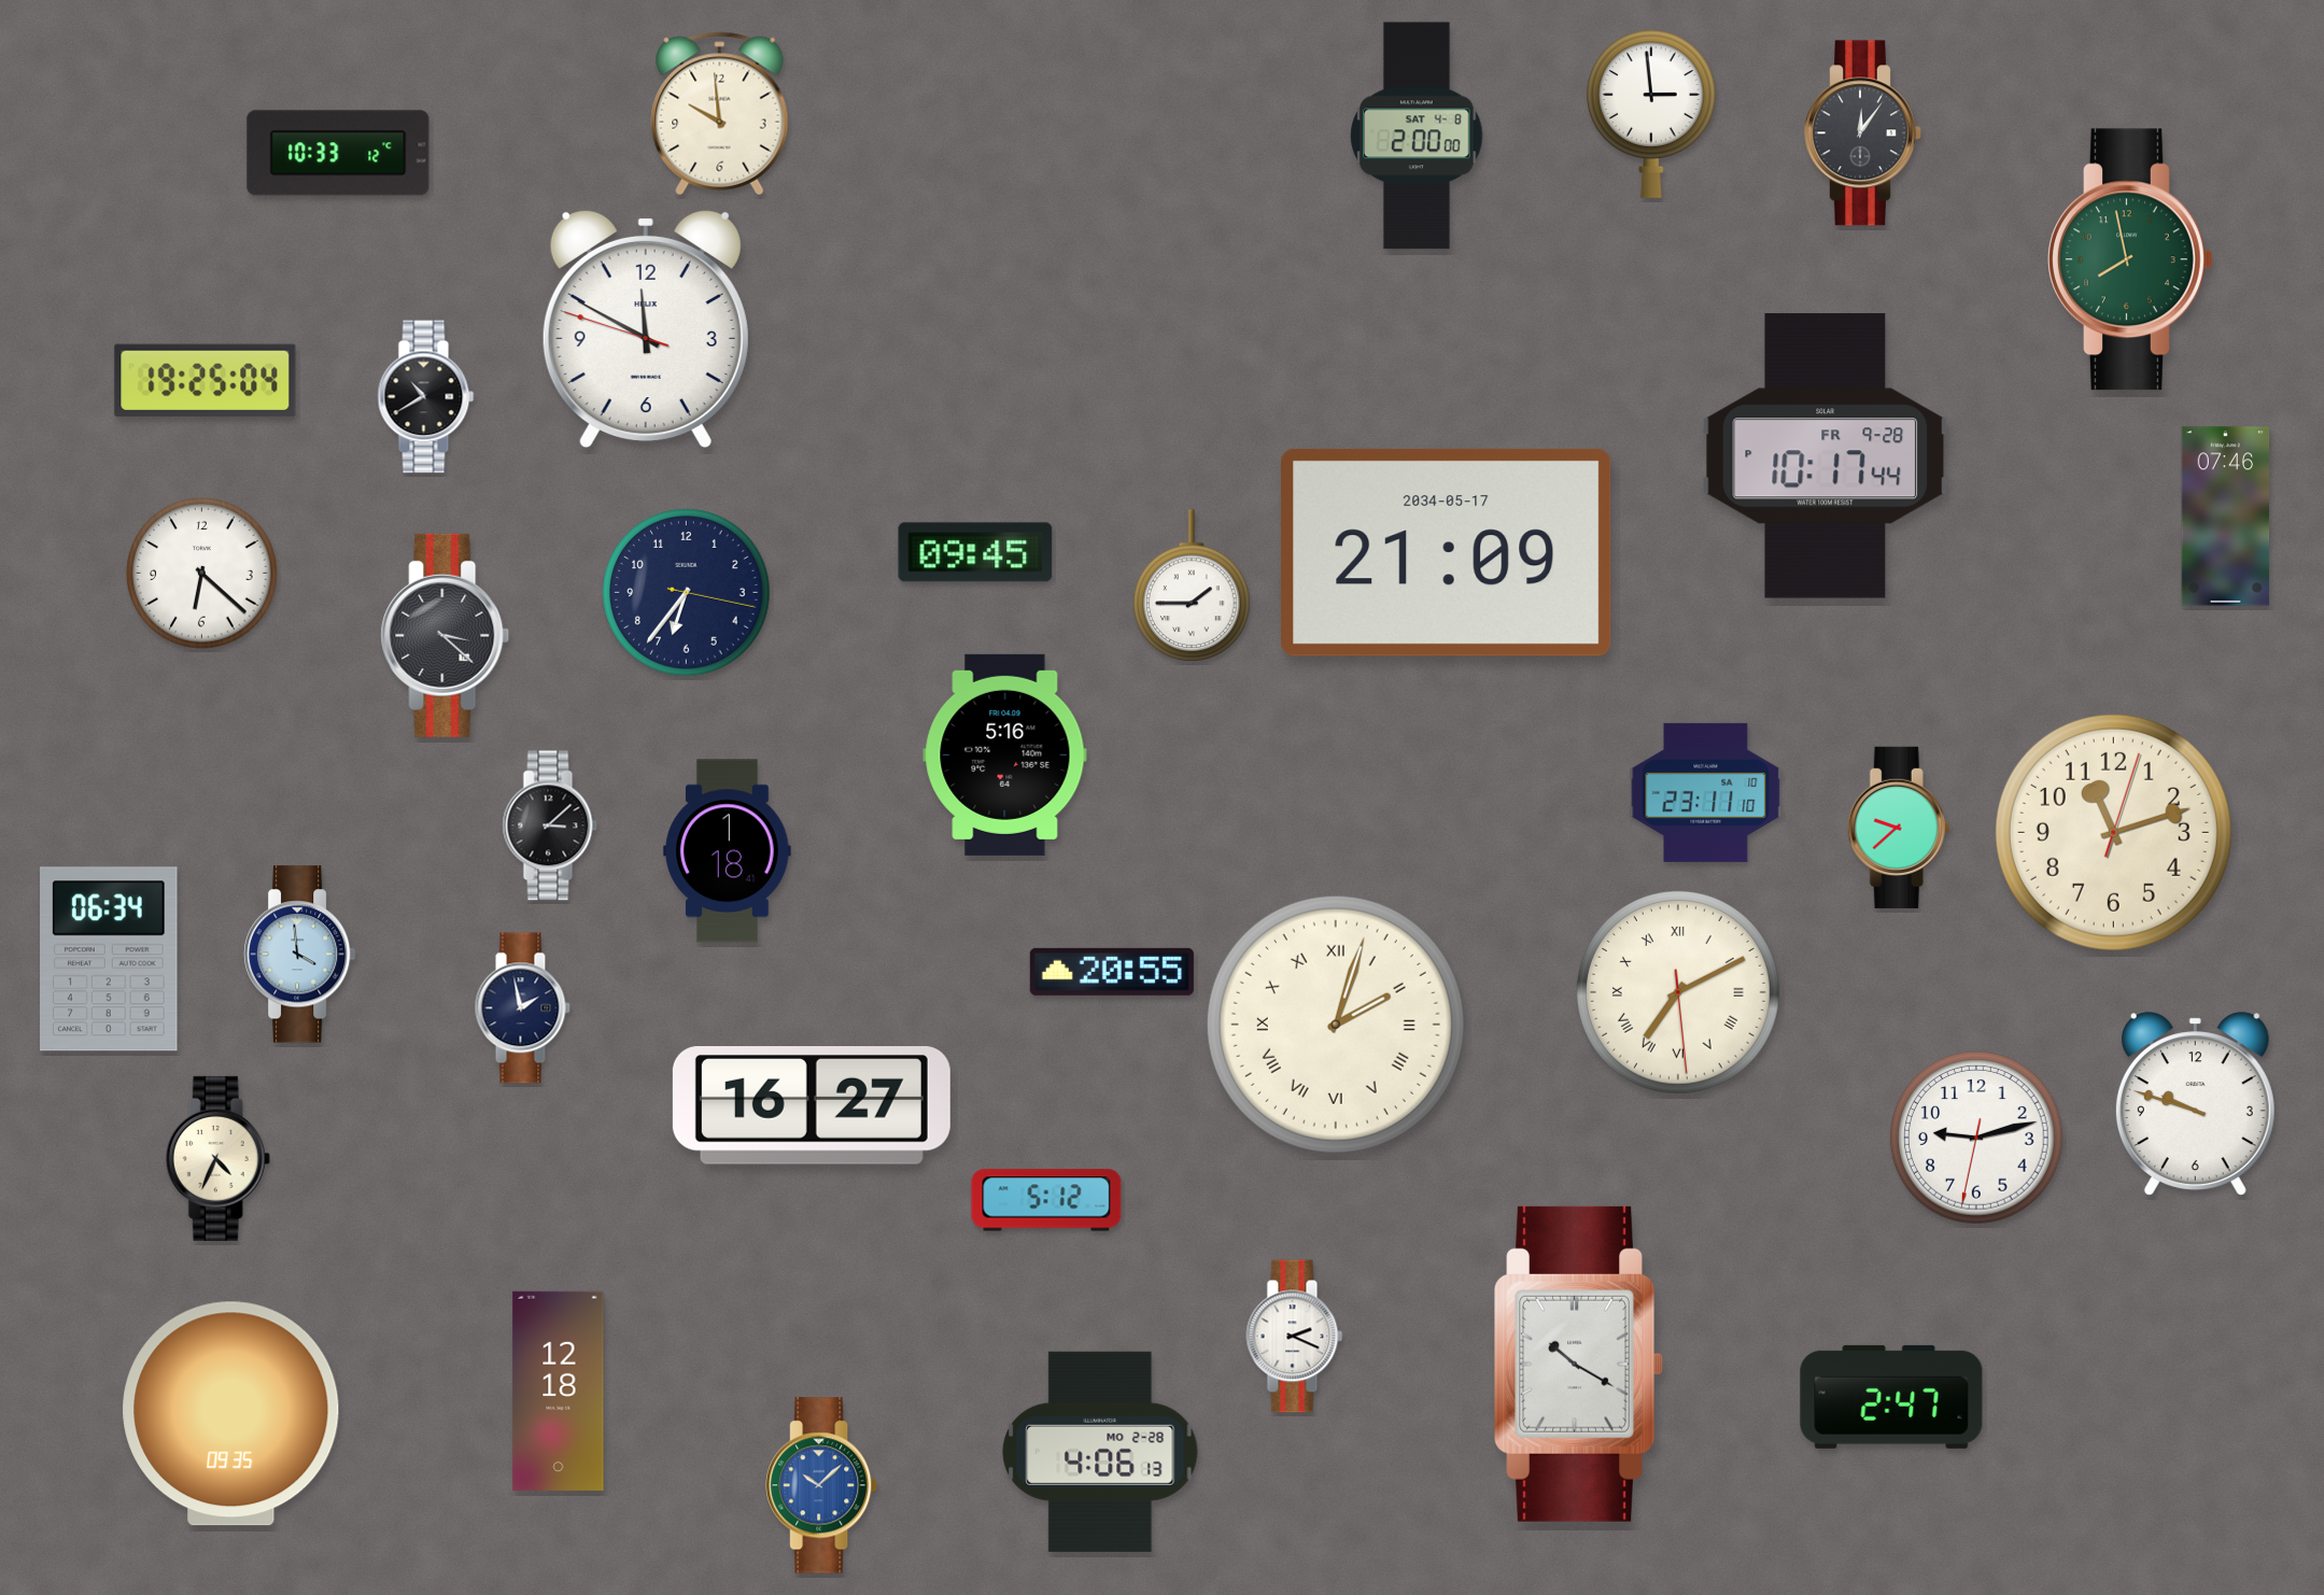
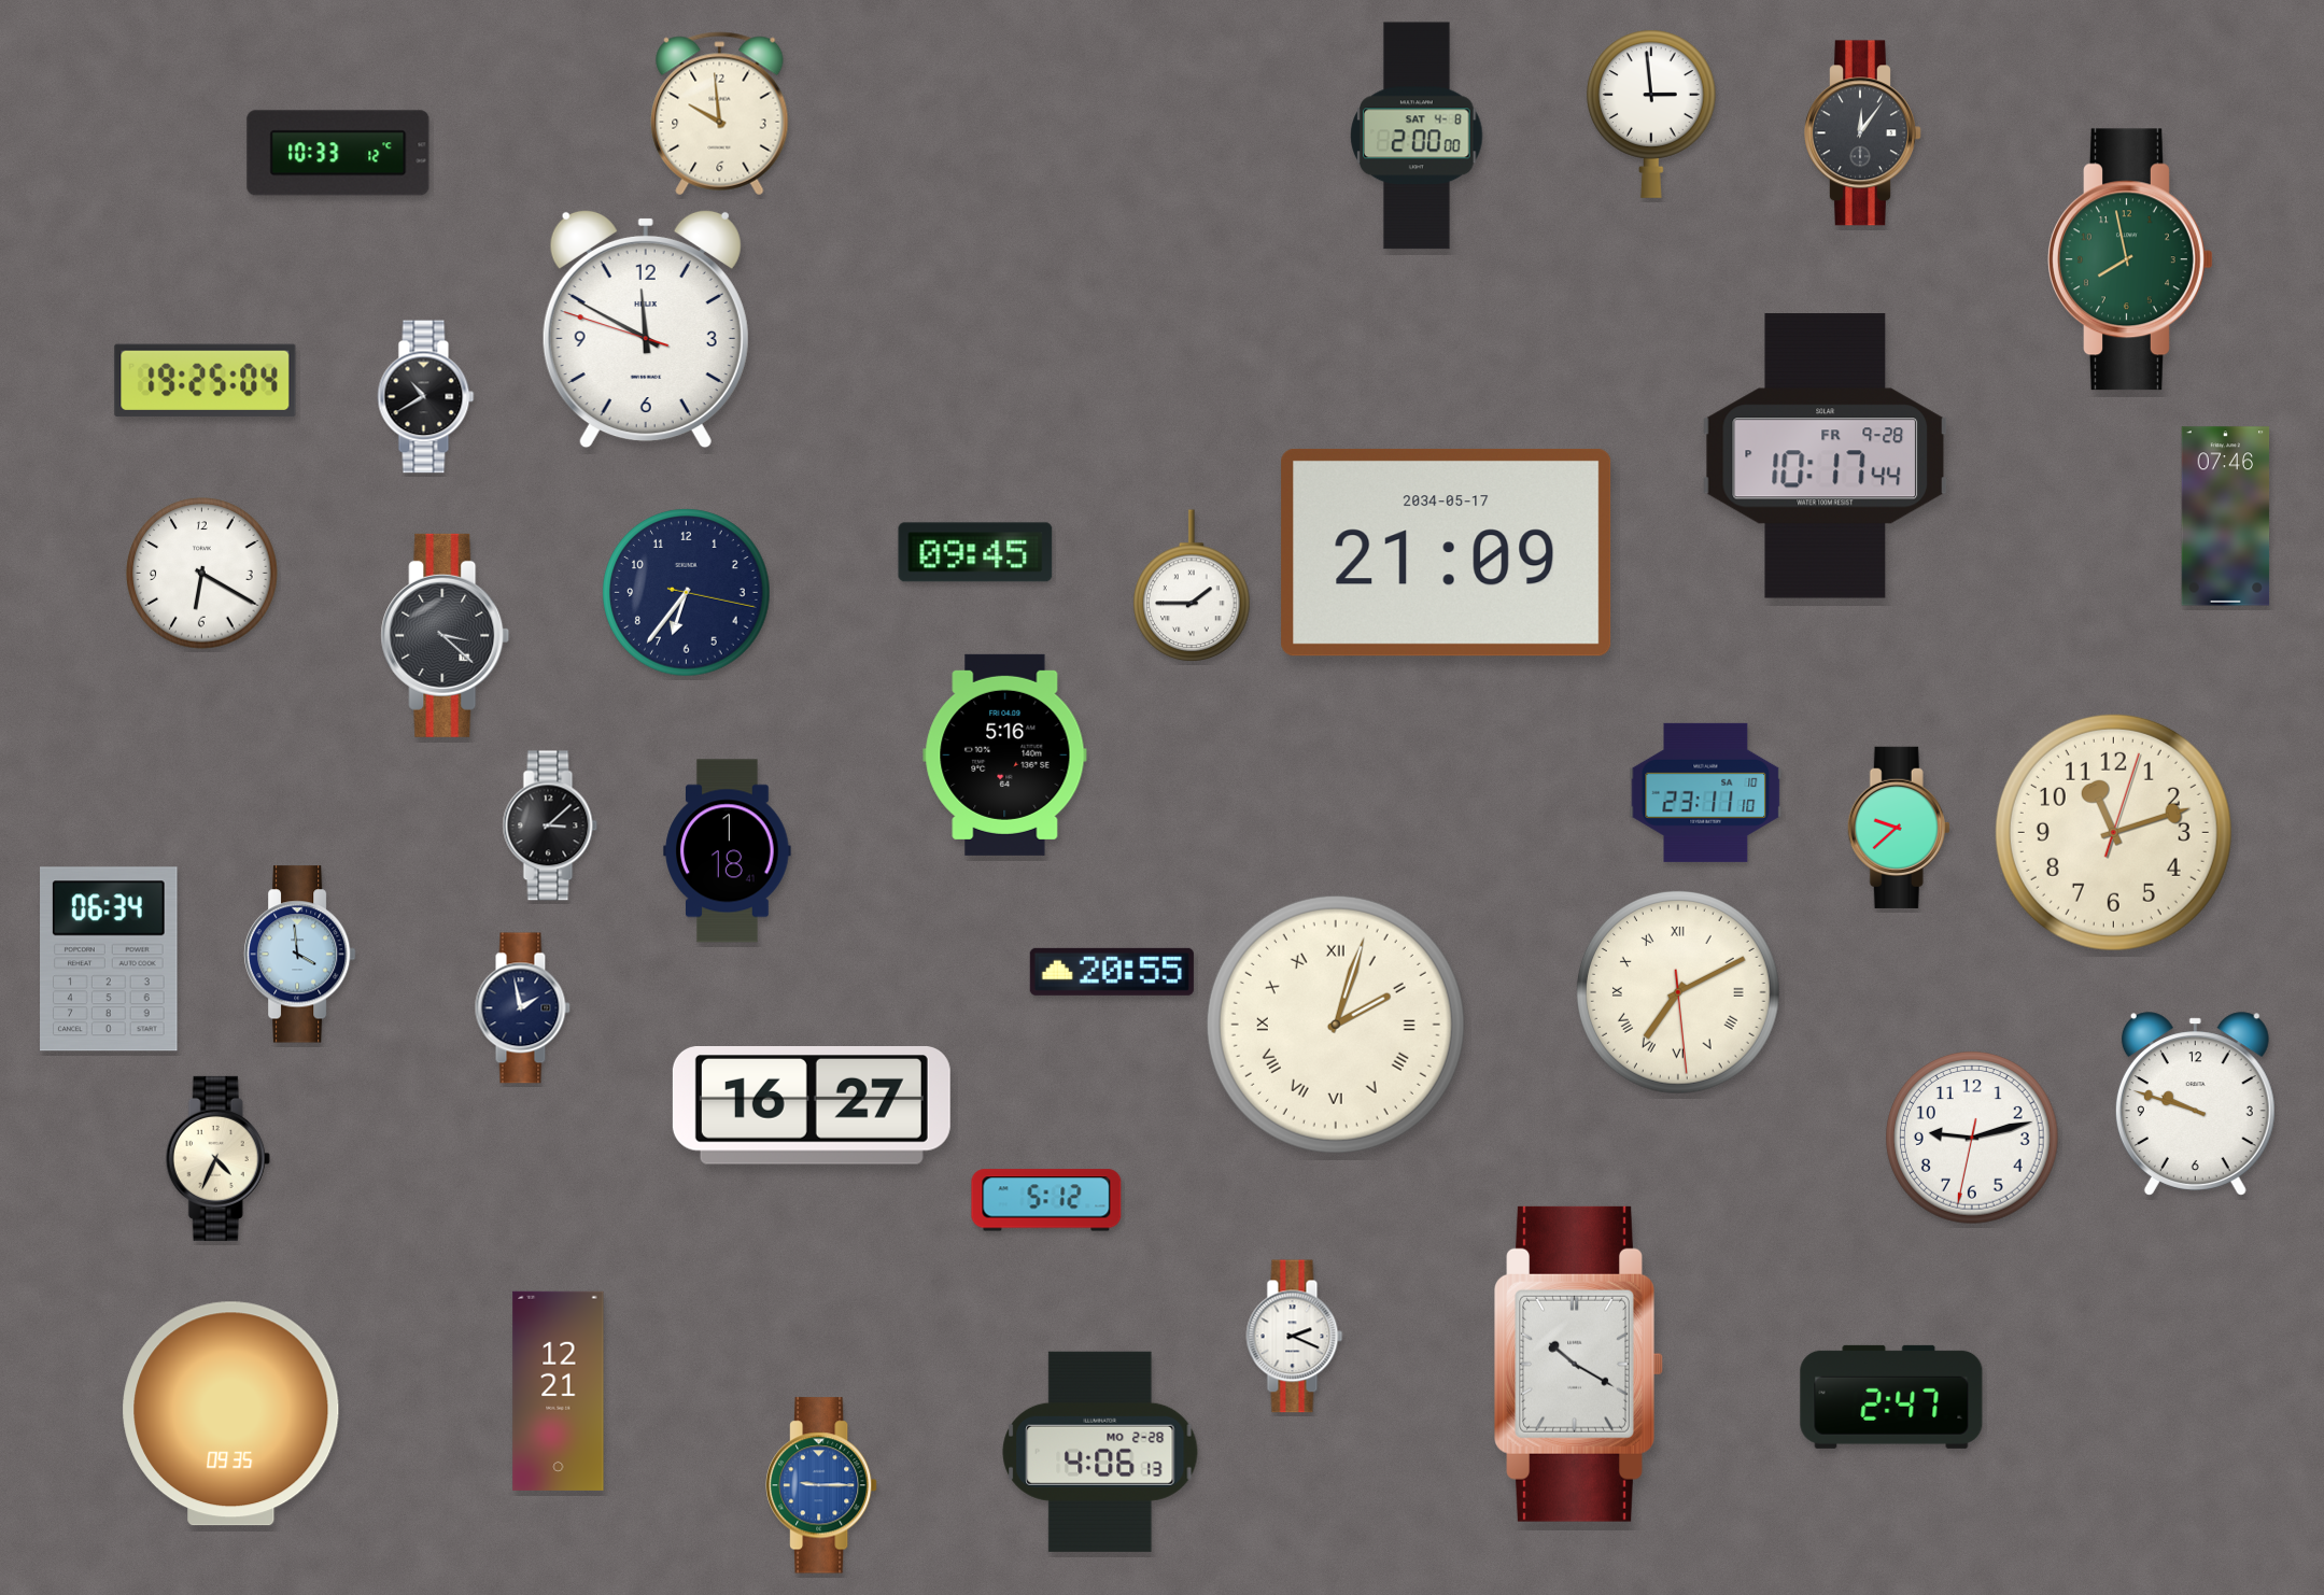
clock at (202, 574): 6:22 -> 6:20
clock at (1976, 1138) position: (1976, 1138) -> (1972, 1138)
clock at (559, 1391): 12:18 -> 12:21
clock at (821, 1485): 10:08 -> 9:15
